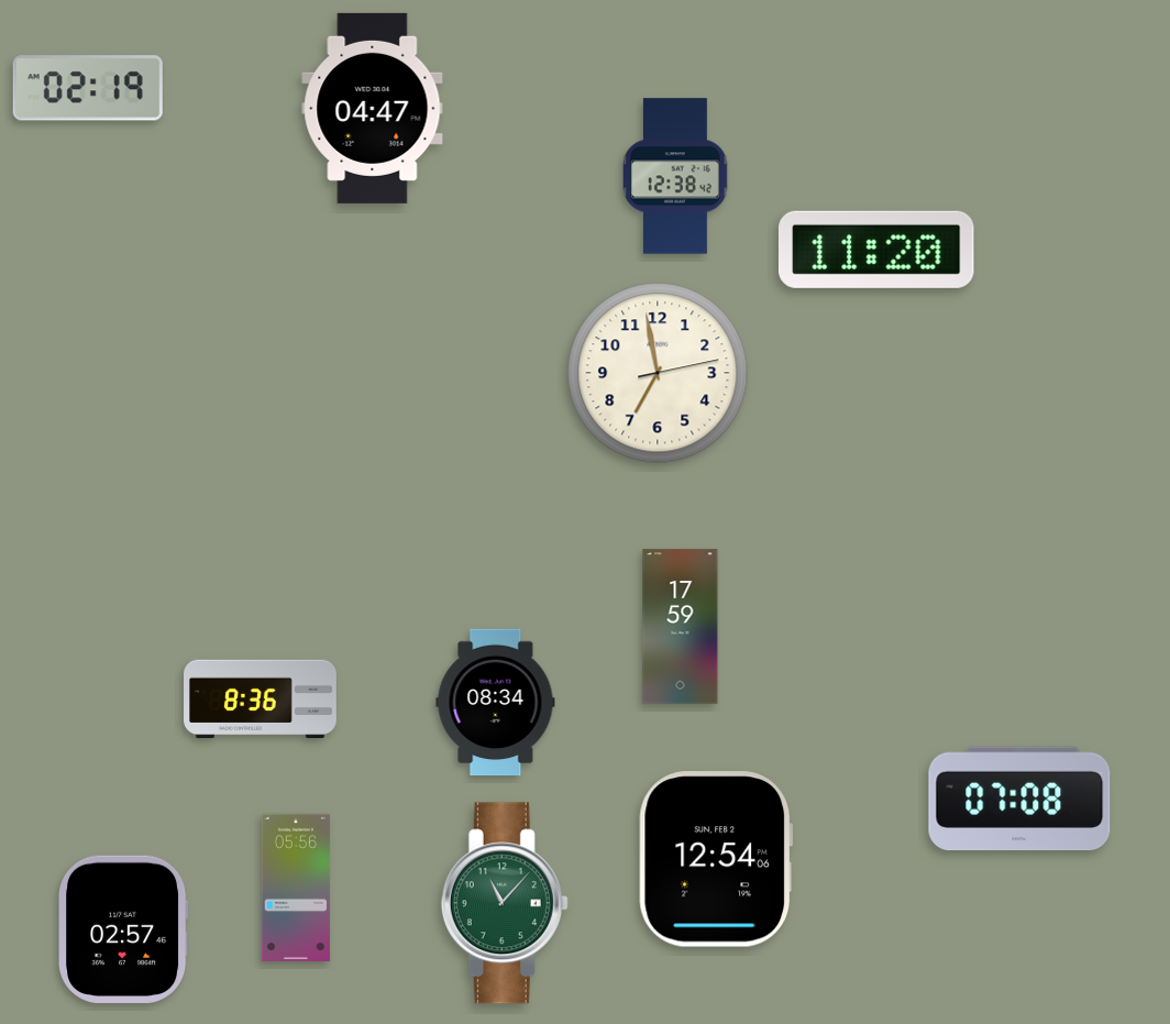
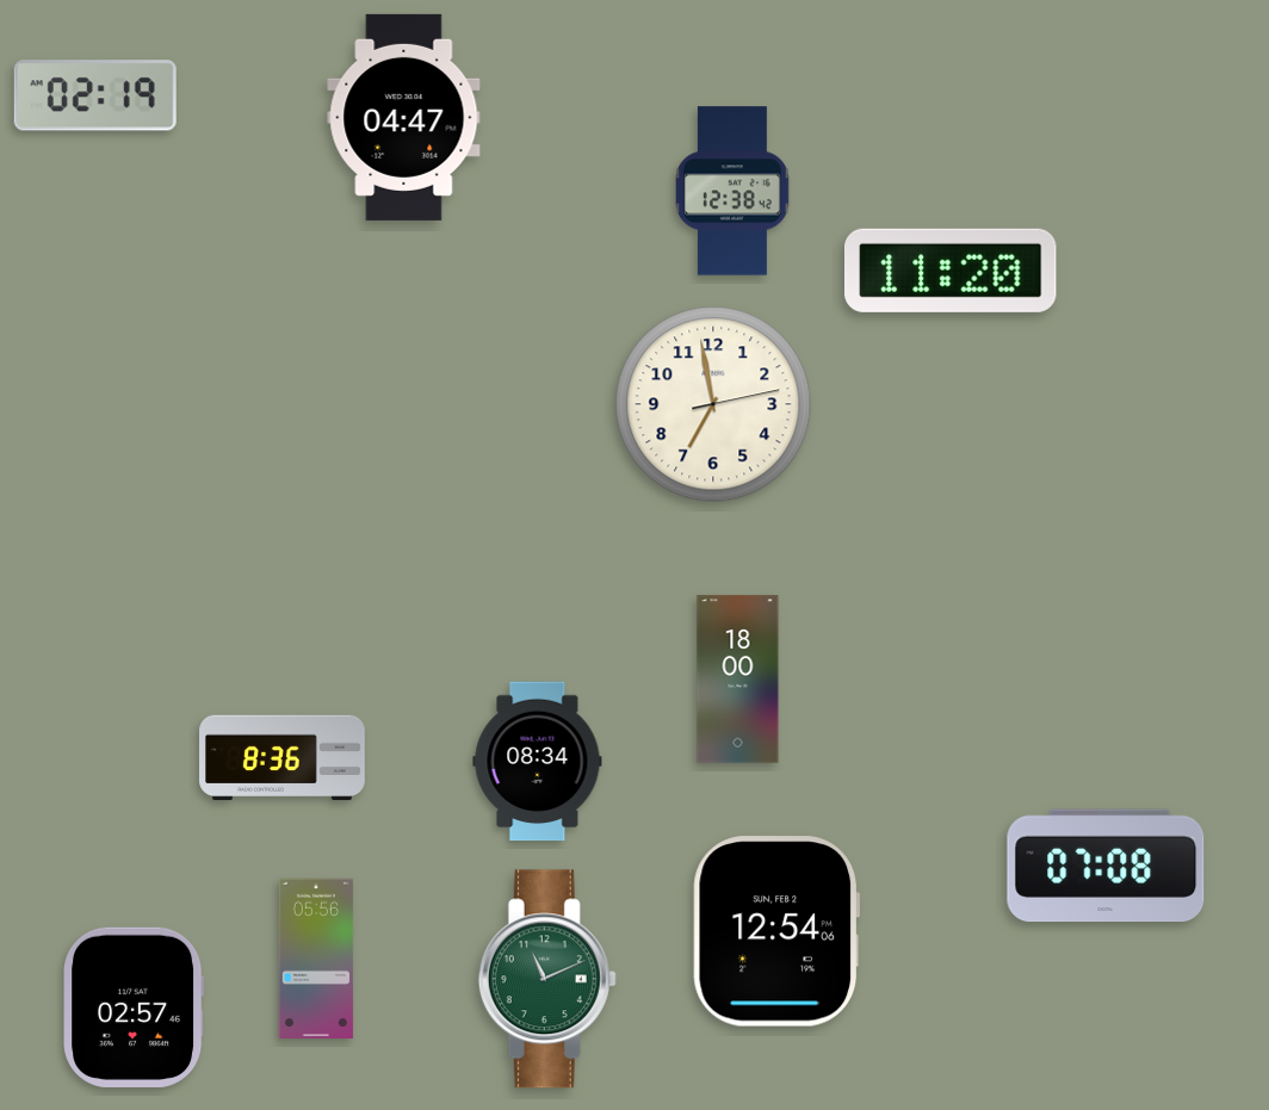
clock at (681, 627): 17:59 -> 18:00
clock at (296, 888) position: (296, 888) -> (316, 959)
clock at (505, 903): 11:07 -> 11:11
